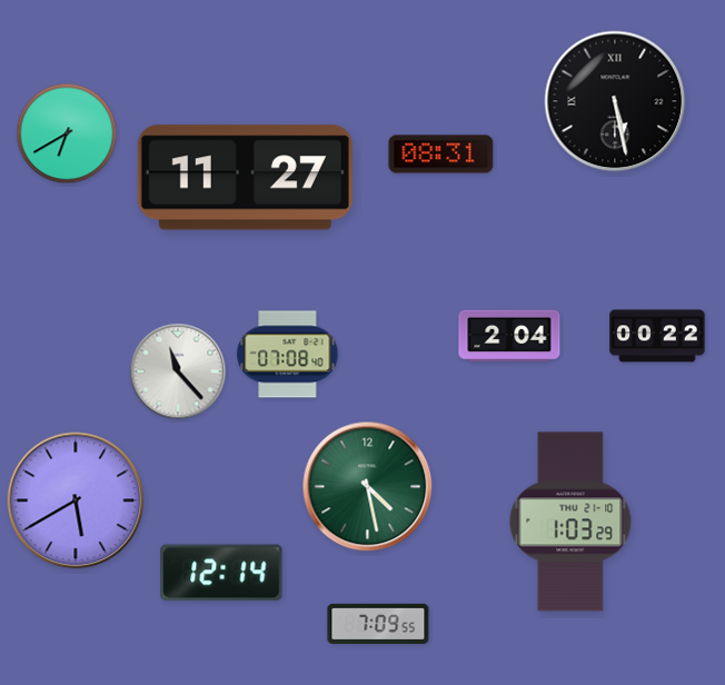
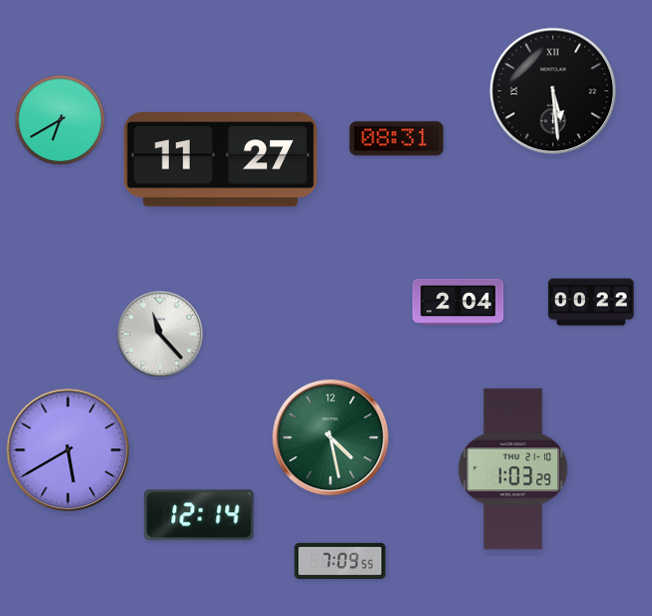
clock at (615, 101): 5:28 -> 5:29
clock at (288, 355): 07:08 -> none
